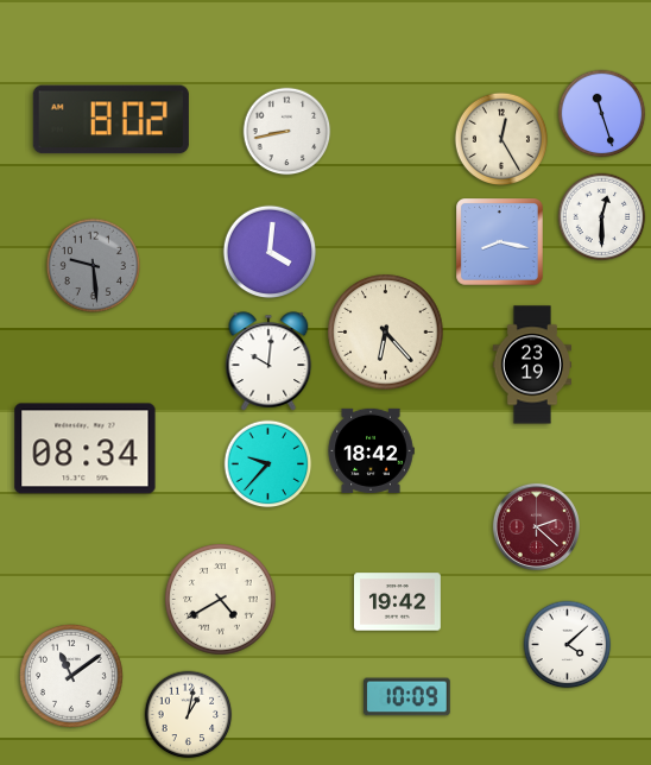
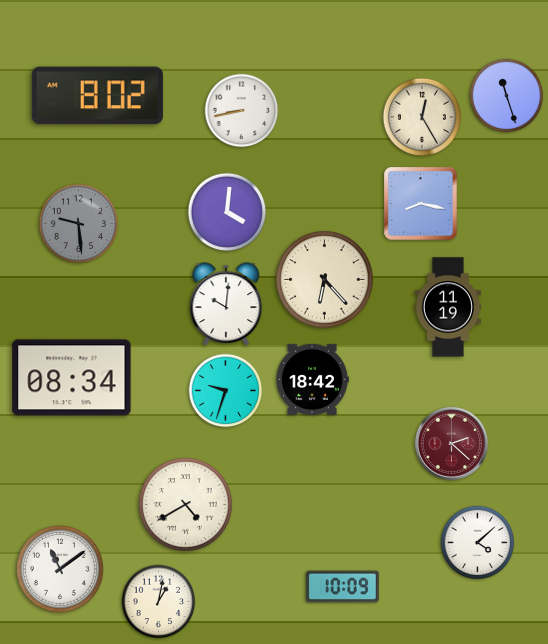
clock at (110, 120) position: (110, 120) -> (97, 96)
clock at (602, 217): 12:30 -> none
clock at (531, 365): 23:19 -> 11:19
clock at (268, 464): 9:37 -> 9:33
clock at (398, 602): 19:42 -> none
